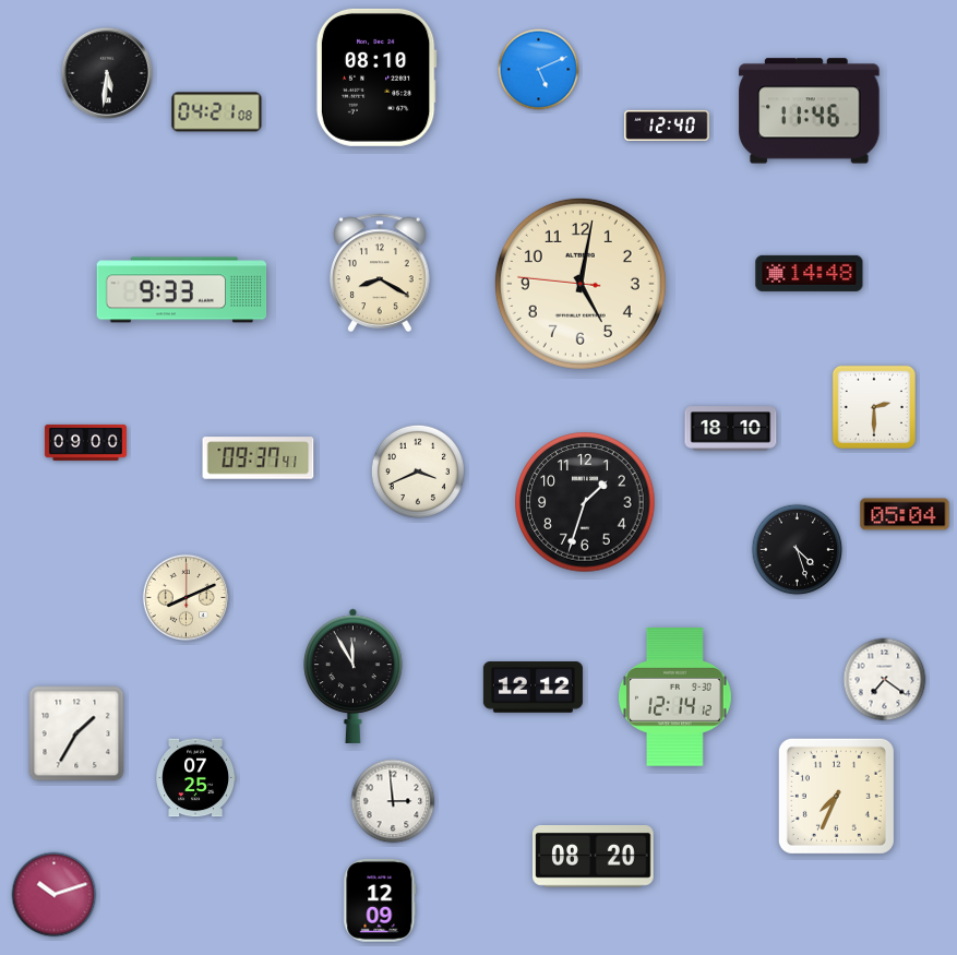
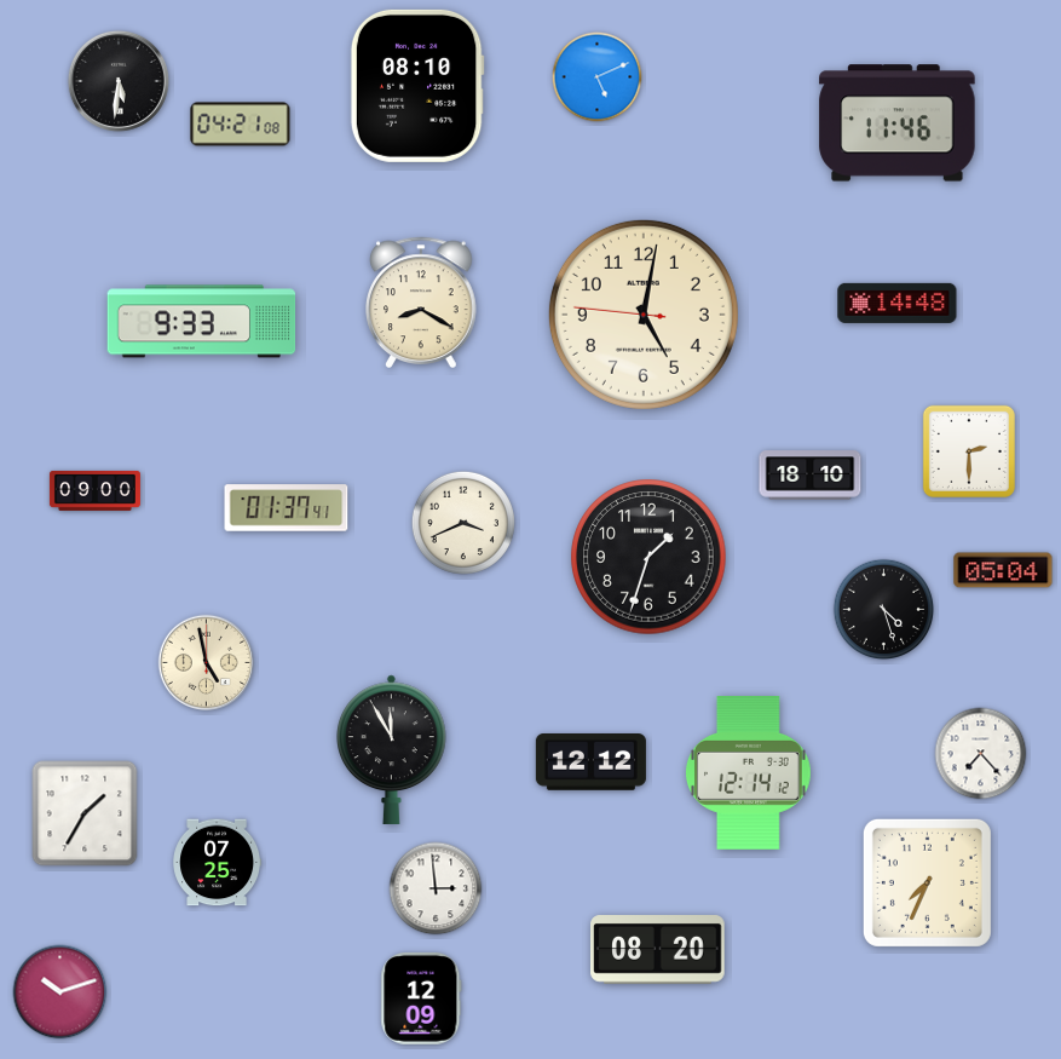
clock at (667, 126): 12:40 -> none
clock at (259, 458): 09:37 -> 01:37
clock at (186, 597): 8:11 -> 4:58
clock at (885, 680): 7:21 -> 7:23
